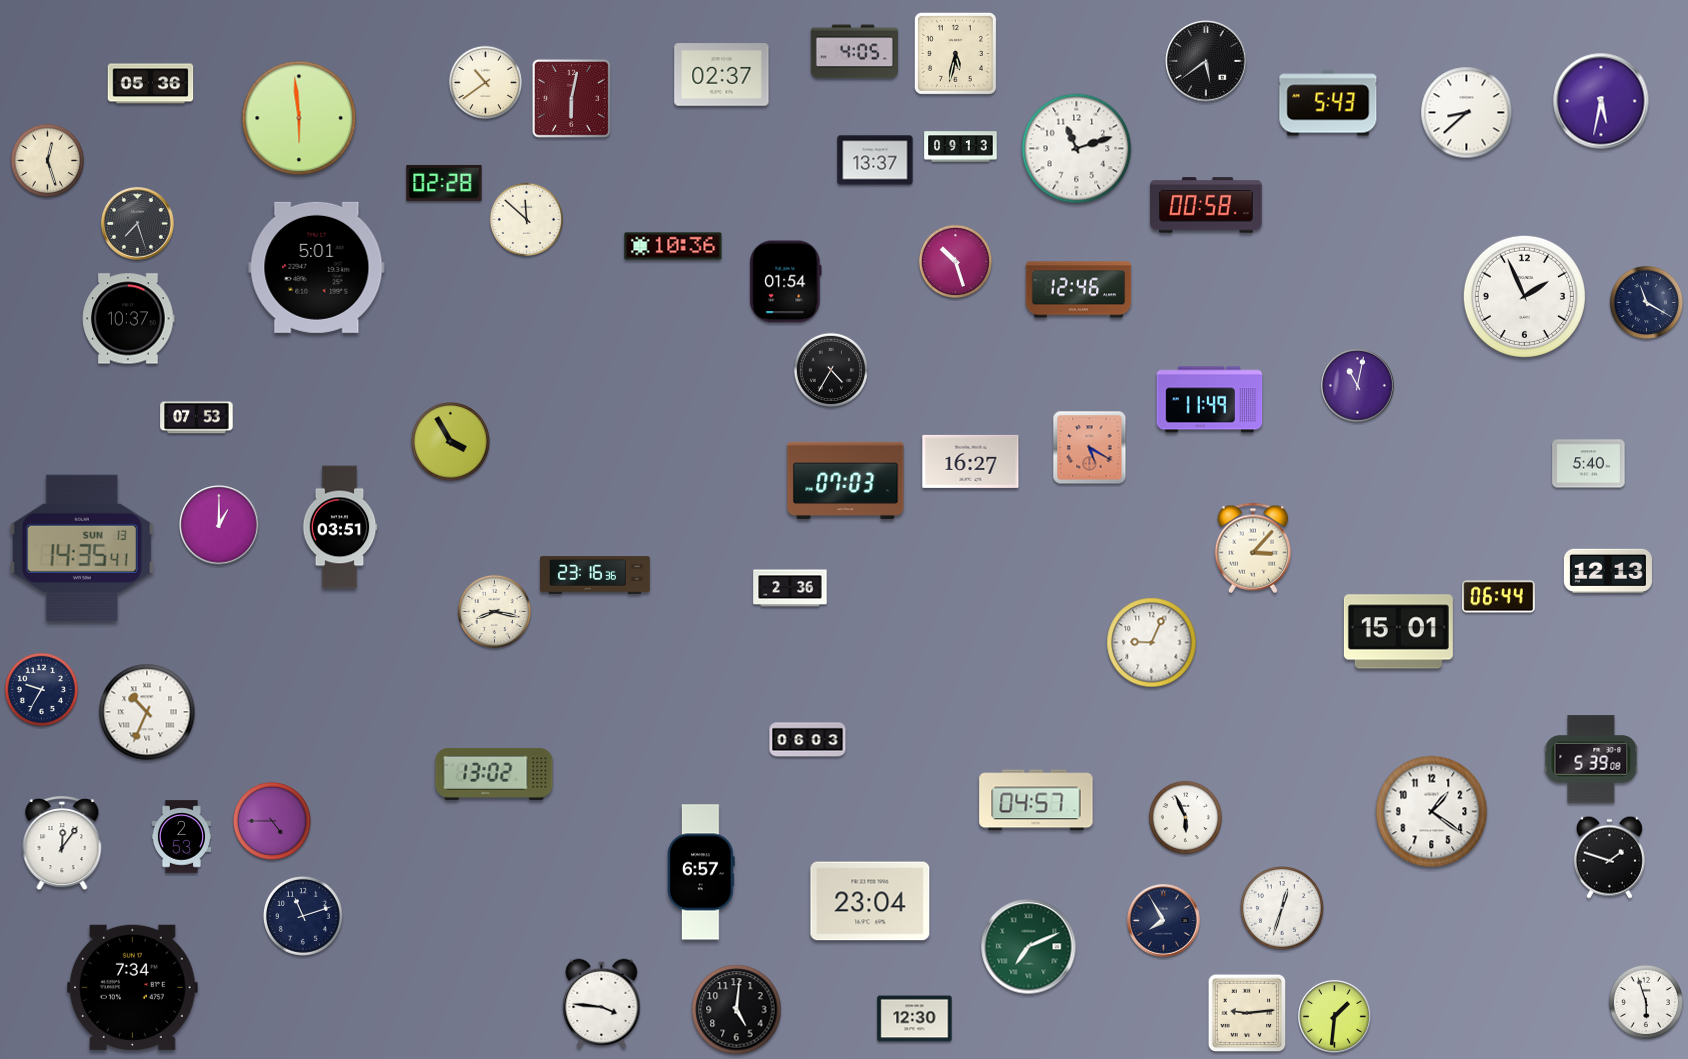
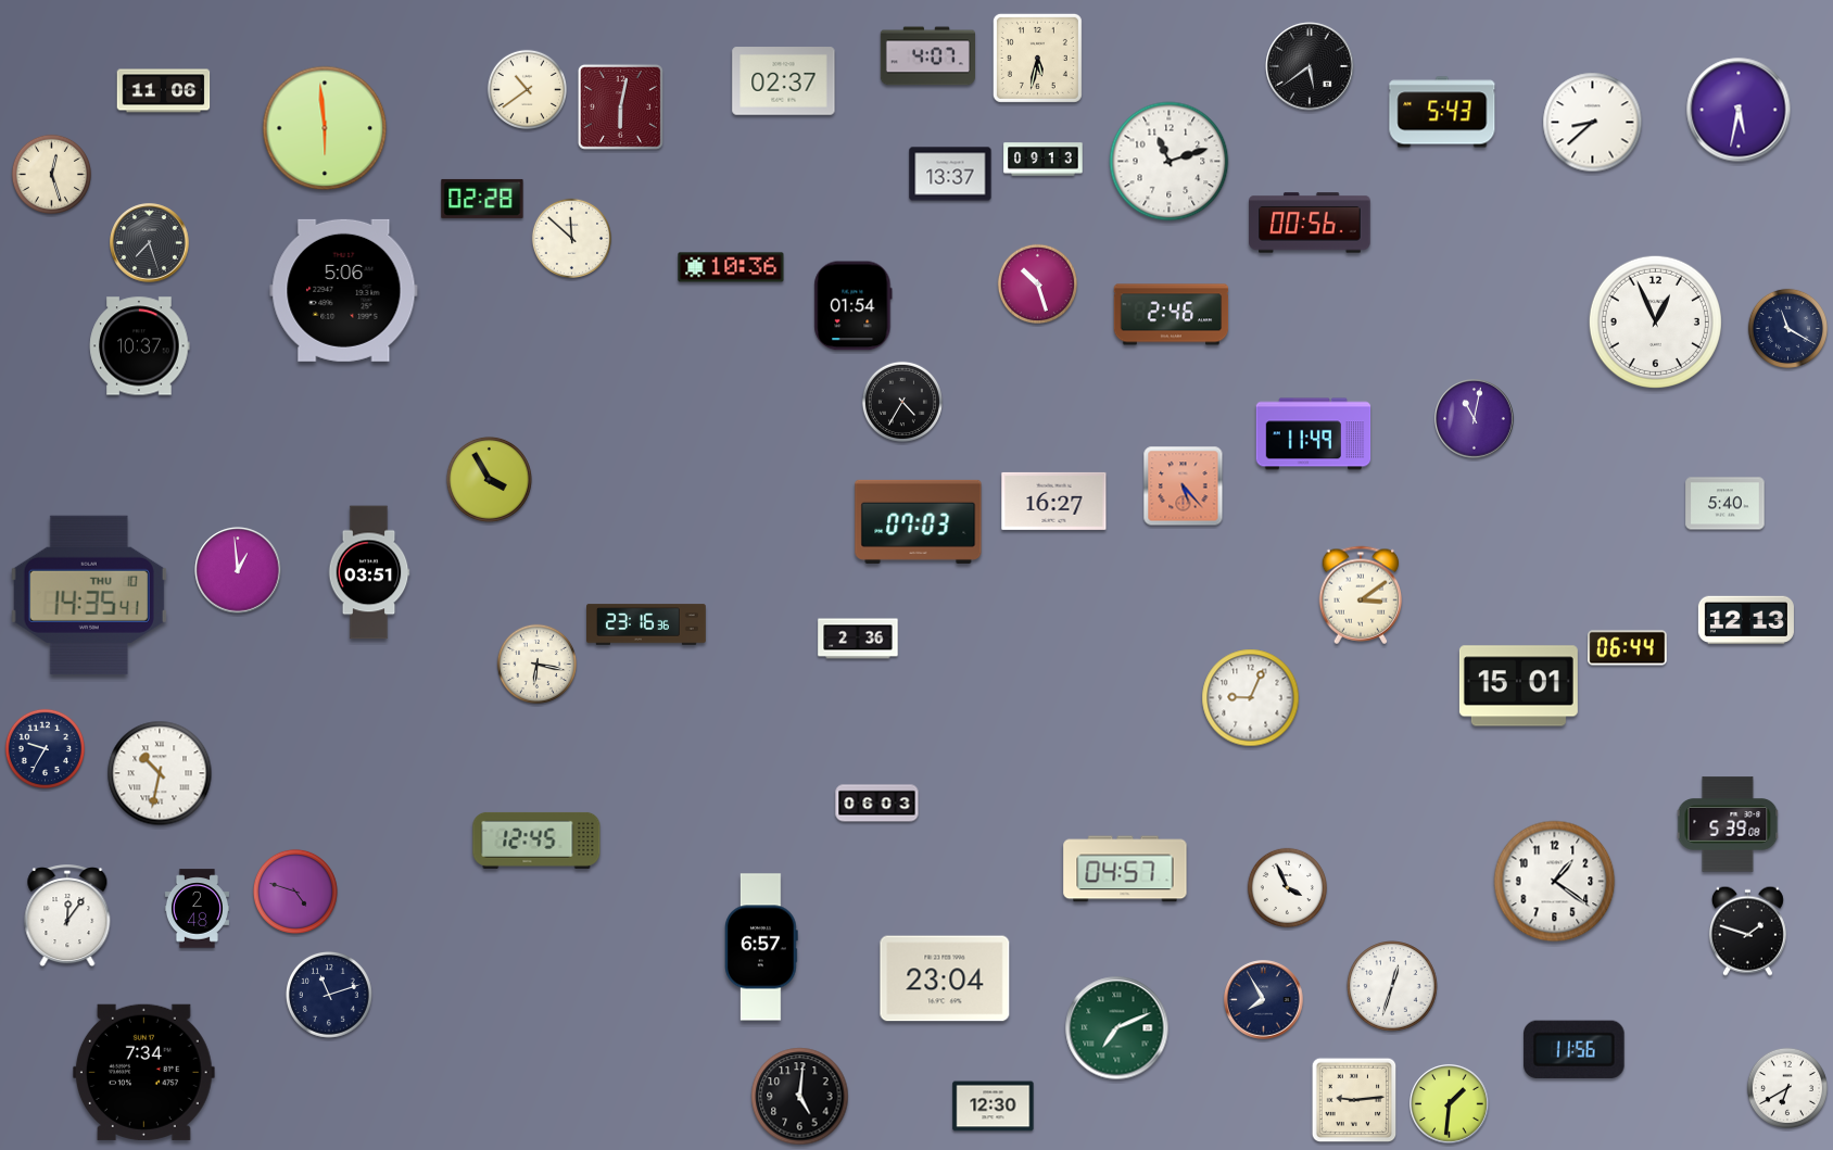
clock at (854, 52): 4:05 -> 4:07
clock at (151, 84): 05:36 -> 11:06
clock at (1206, 205): 00:58 -> 00:56
clock at (317, 267): 5:01 -> 5:06
clock at (1079, 290): 12:46 -> 2:46
clock at (1524, 296): 1:56 -> 12:56
clock at (197, 418): 07:53 -> none
clock at (1090, 448): 5:20 -> 5:23
clock at (219, 525): 1:00 -> 12:59
clock at (82, 548) date: SUN 13 -> THU 10
clock at (1253, 548): 3:07 -> 3:09
clock at (494, 611): 8:17 -> 6:17
clock at (147, 712): 10:34 -> 10:32
clock at (494, 774): 13:02 -> 12:45
clock at (1185, 817): 5:56 -> 3:56
clock at (272, 821): 4:45 -> 4:48
clock at (181, 837): 2:53 -> 2:48
clock at (1575, 1049): none -> 11:56
clock at (1646, 1002): 5:57 -> 6:40
clock at (602, 1004): 3:46 -> none
